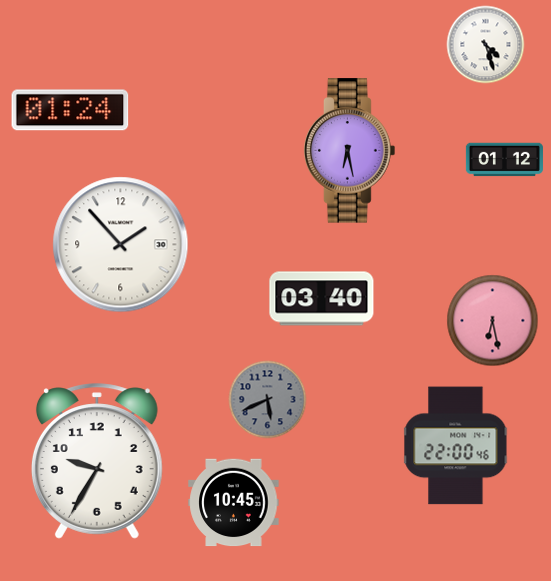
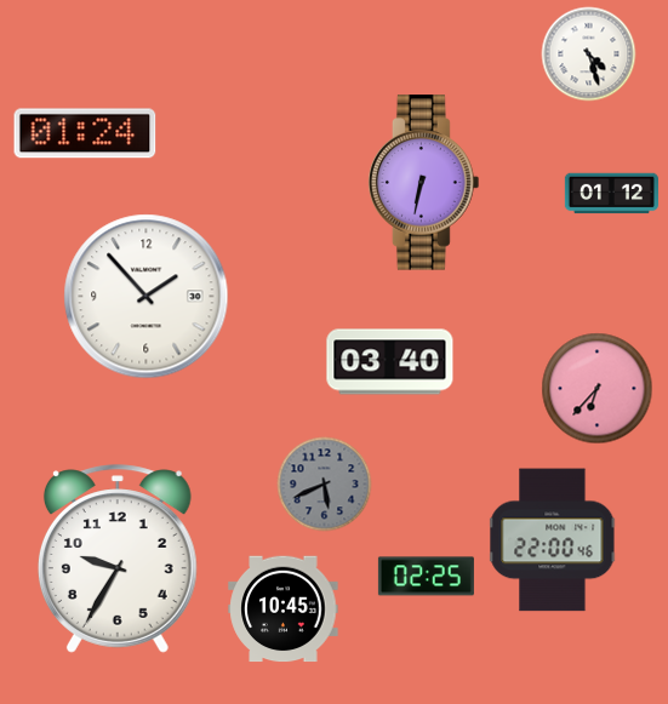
clock at (350, 151): 6:28 -> 6:32
clock at (492, 320): 6:28 -> 6:37
clock at (426, 577): none -> 02:25
